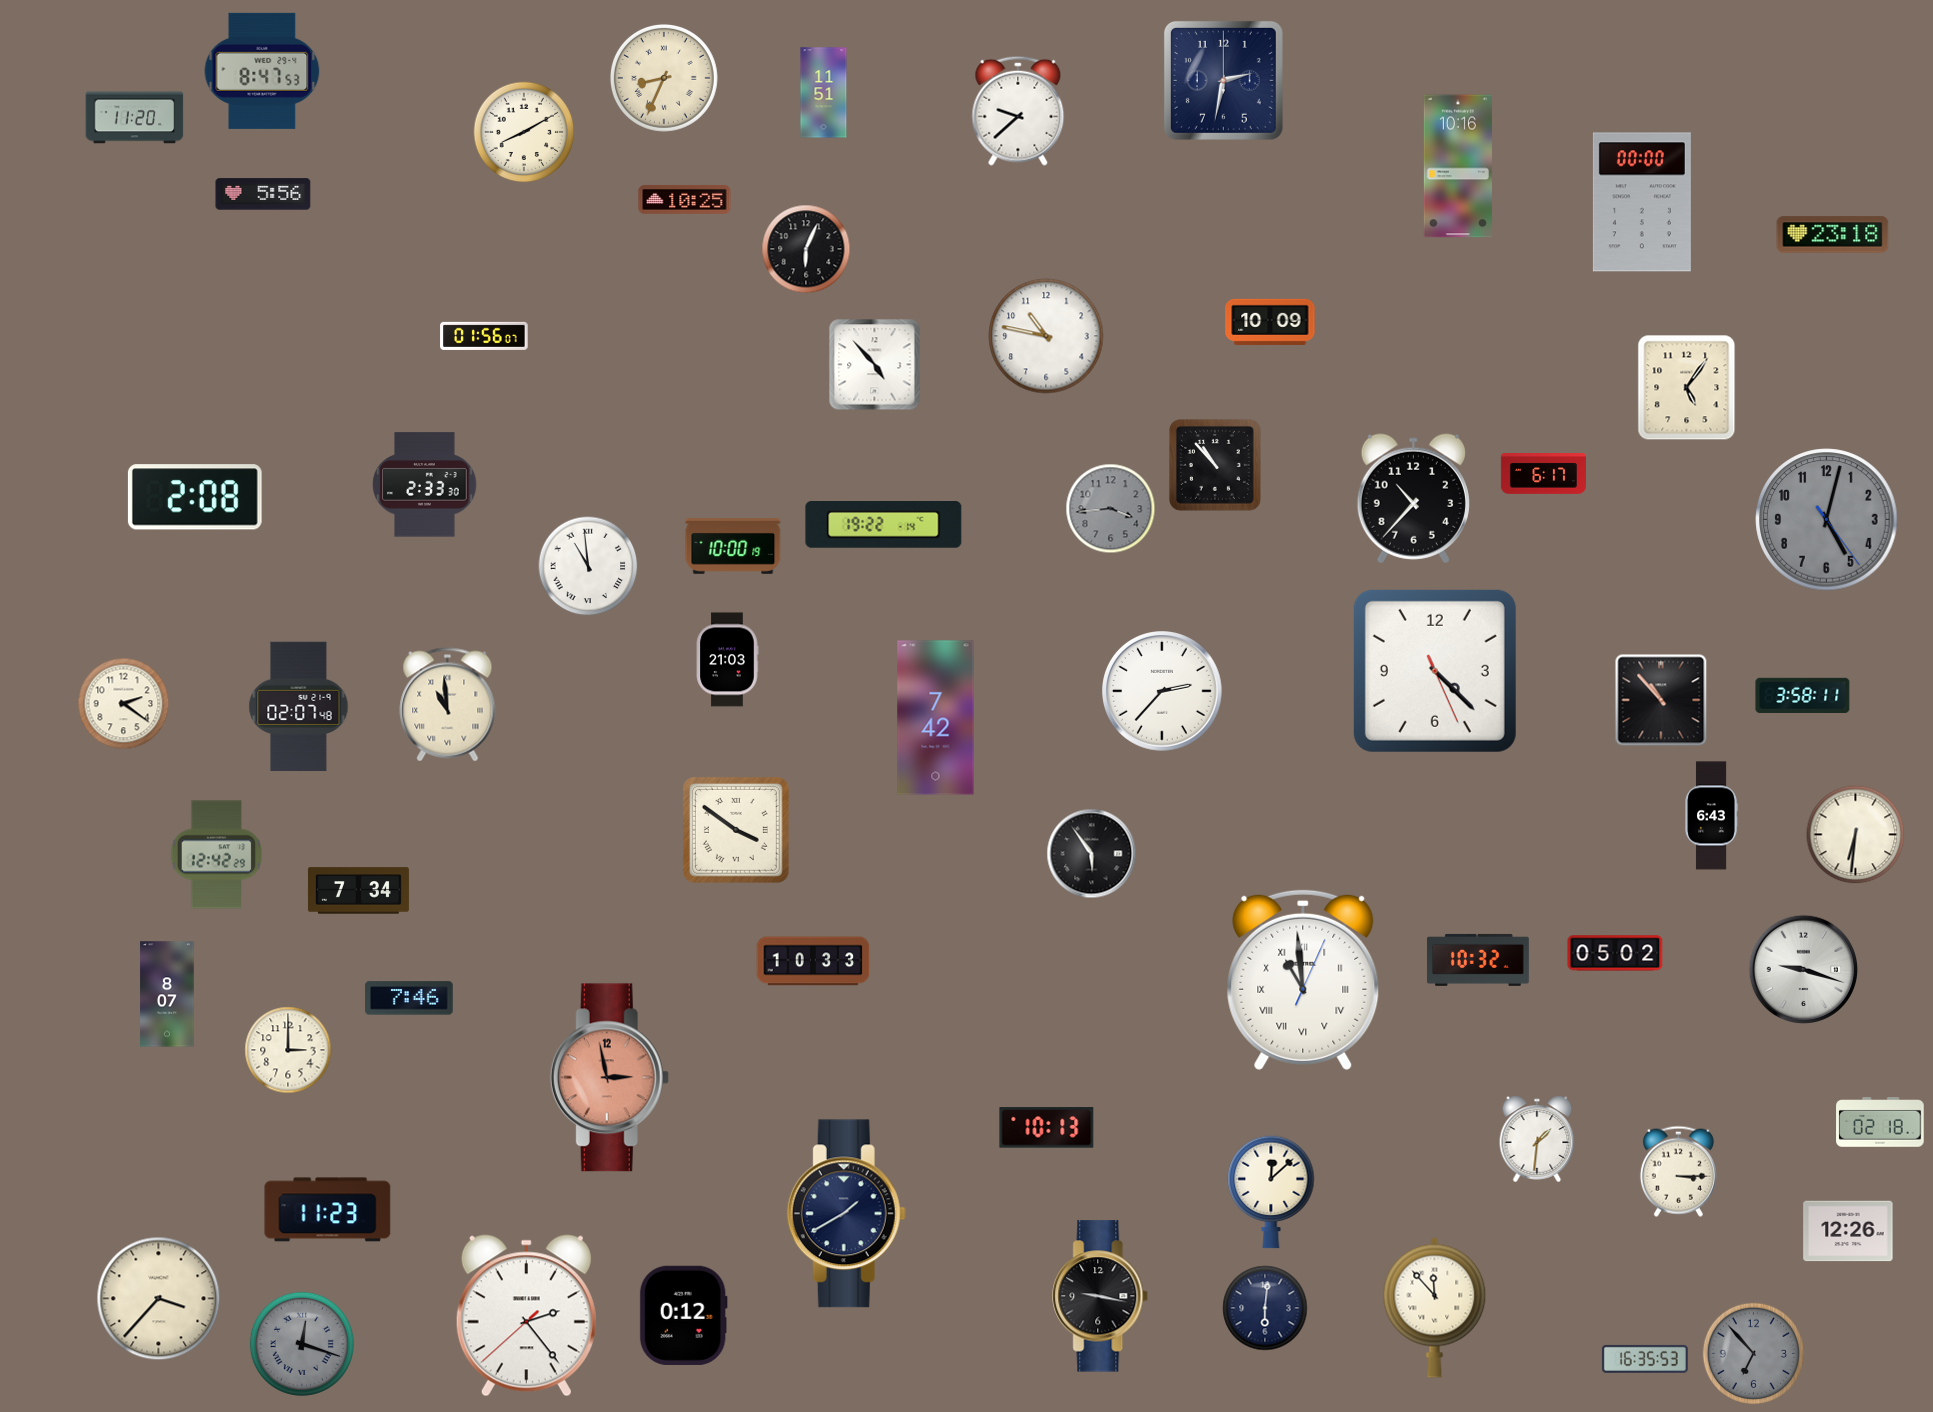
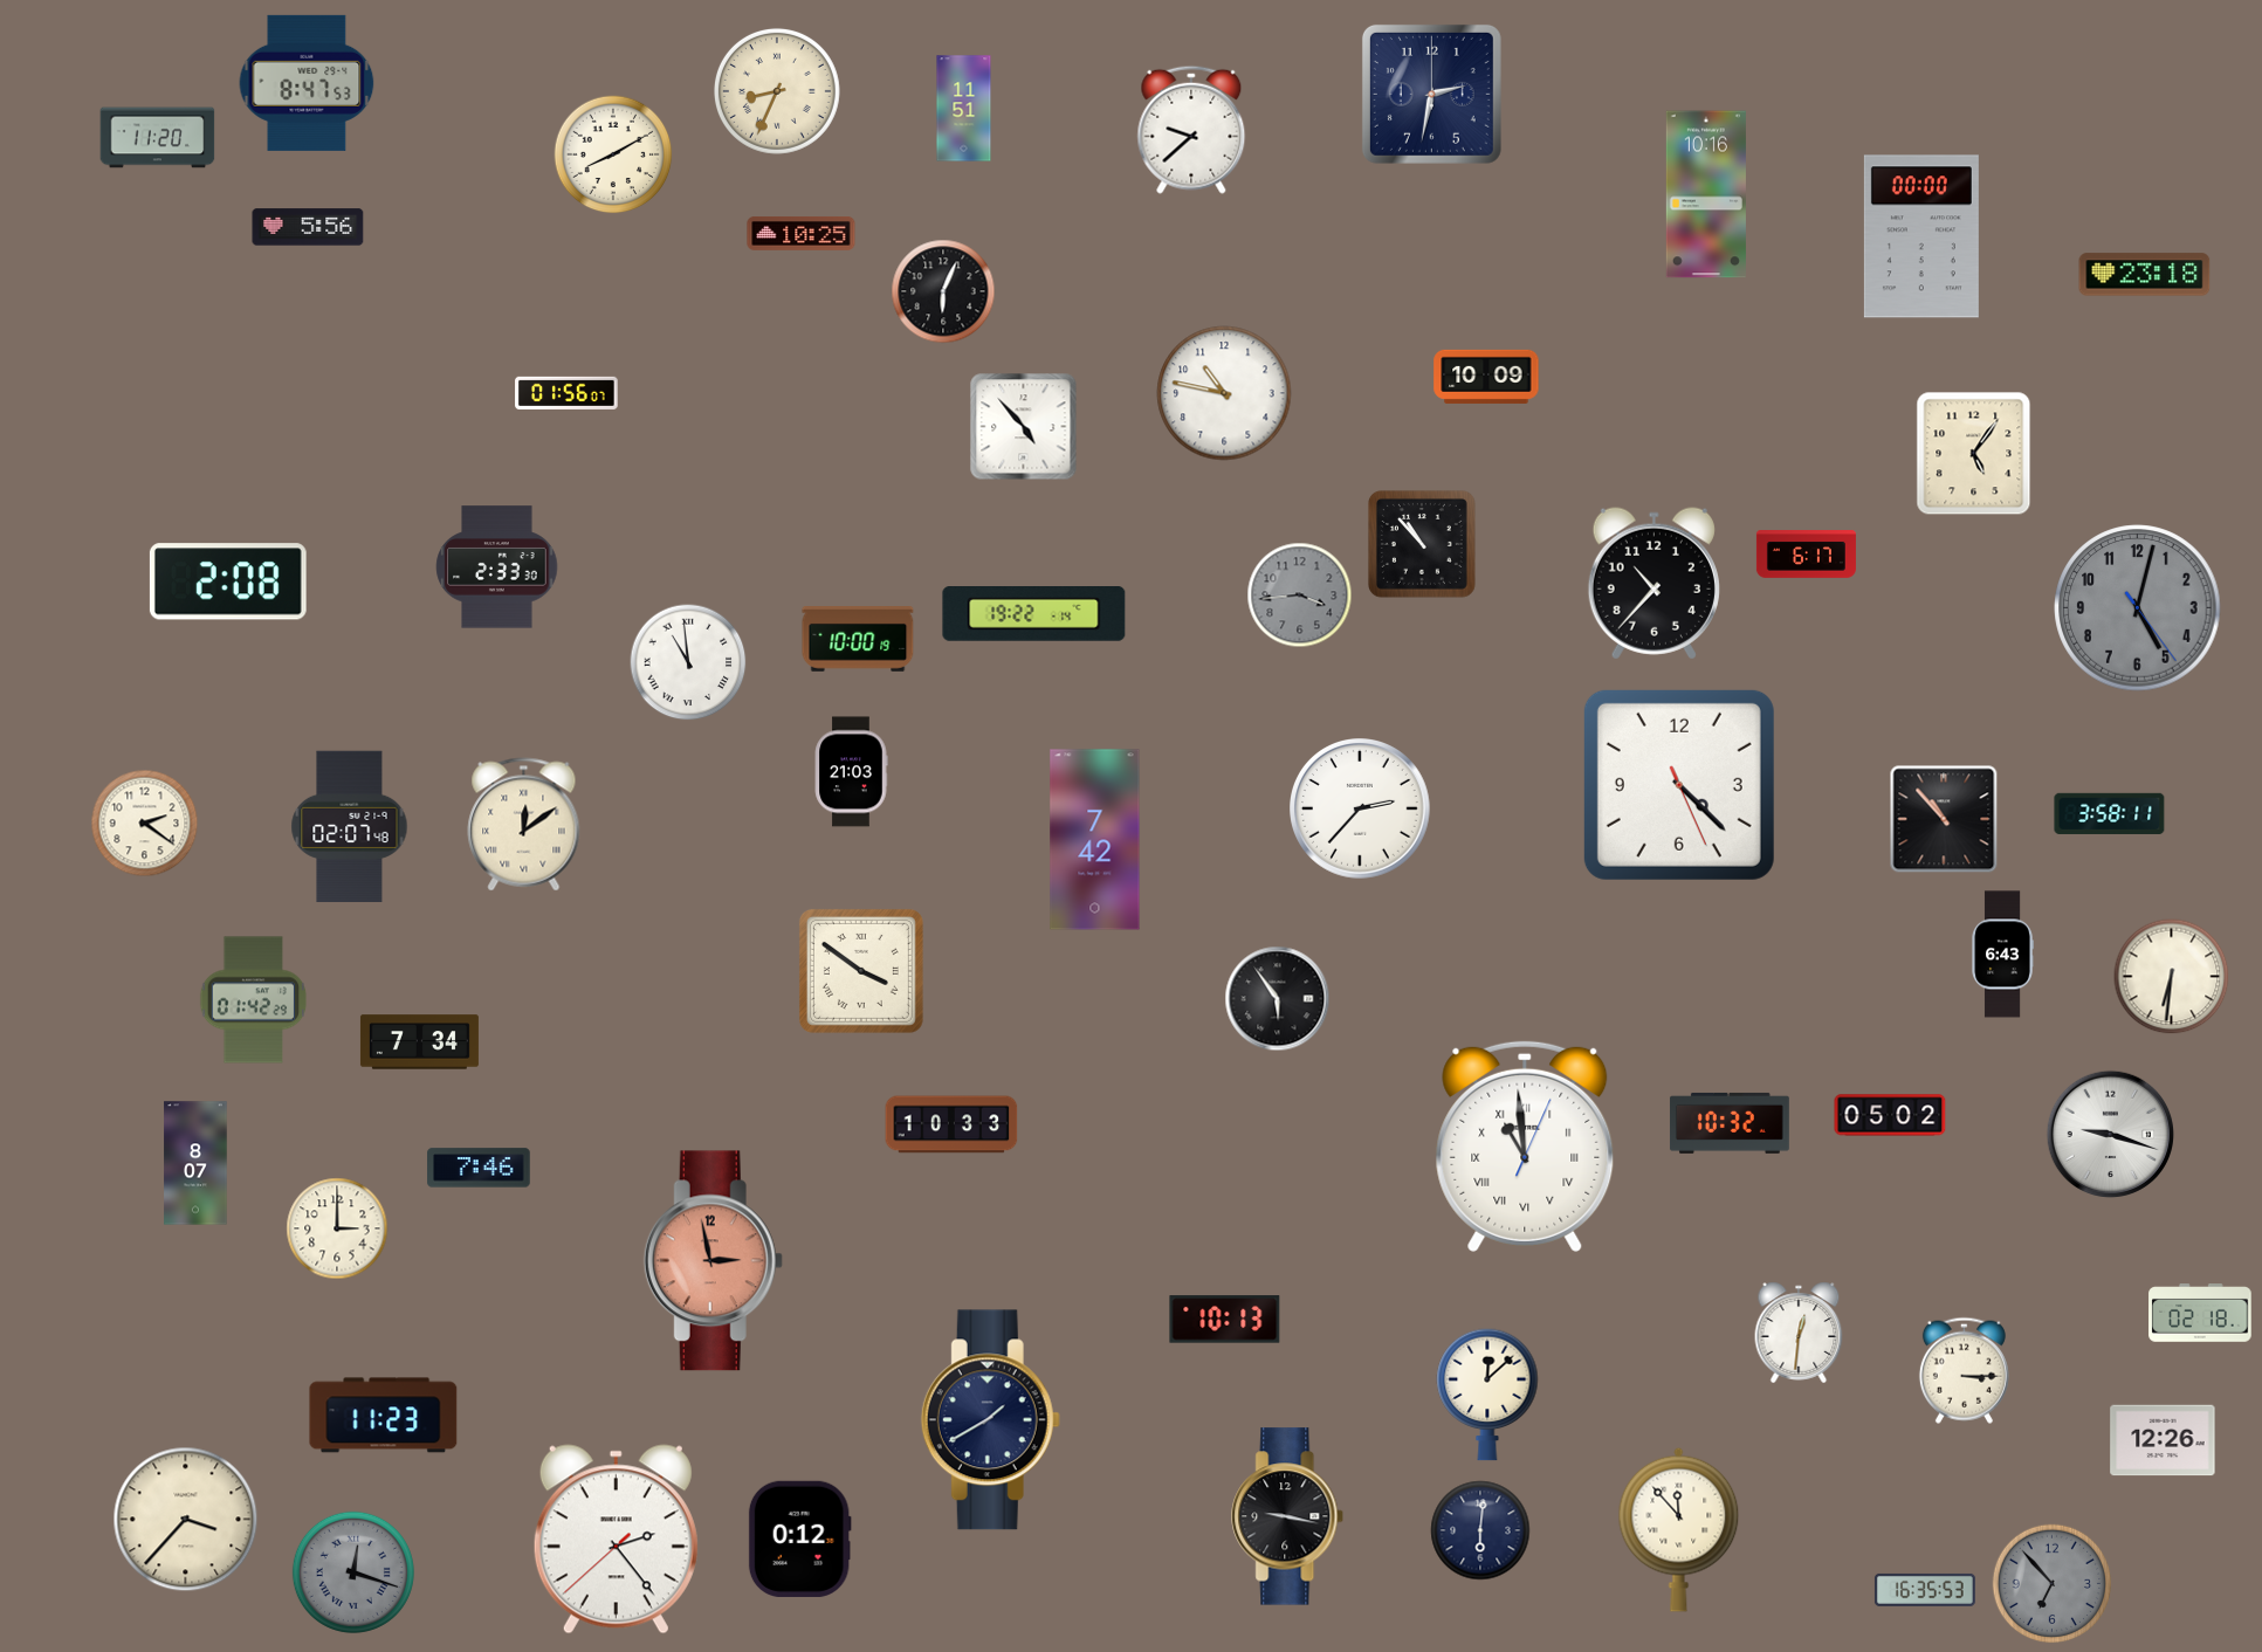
clock at (448, 705): 10:59 -> 12:09
clock at (217, 855): 12:42 -> 01:42
clock at (1537, 1139): 1:31 -> 12:31
